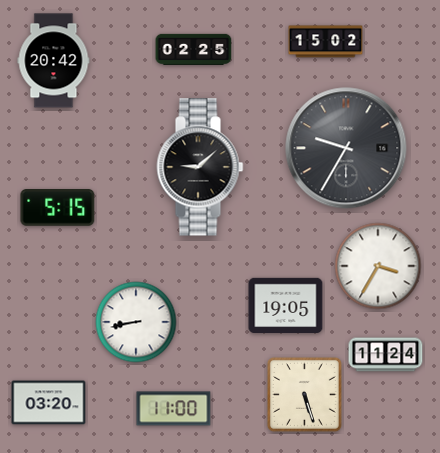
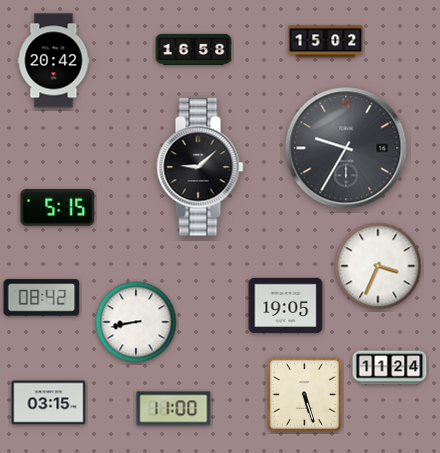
clock at (194, 49): 02:25 -> 16:58
clock at (378, 266): 3:35 -> 3:34
clock at (42, 298): none -> 08:42
clock at (386, 355) position: (386, 355) -> (390, 368)
clock at (49, 403): 03:20 -> 03:15
